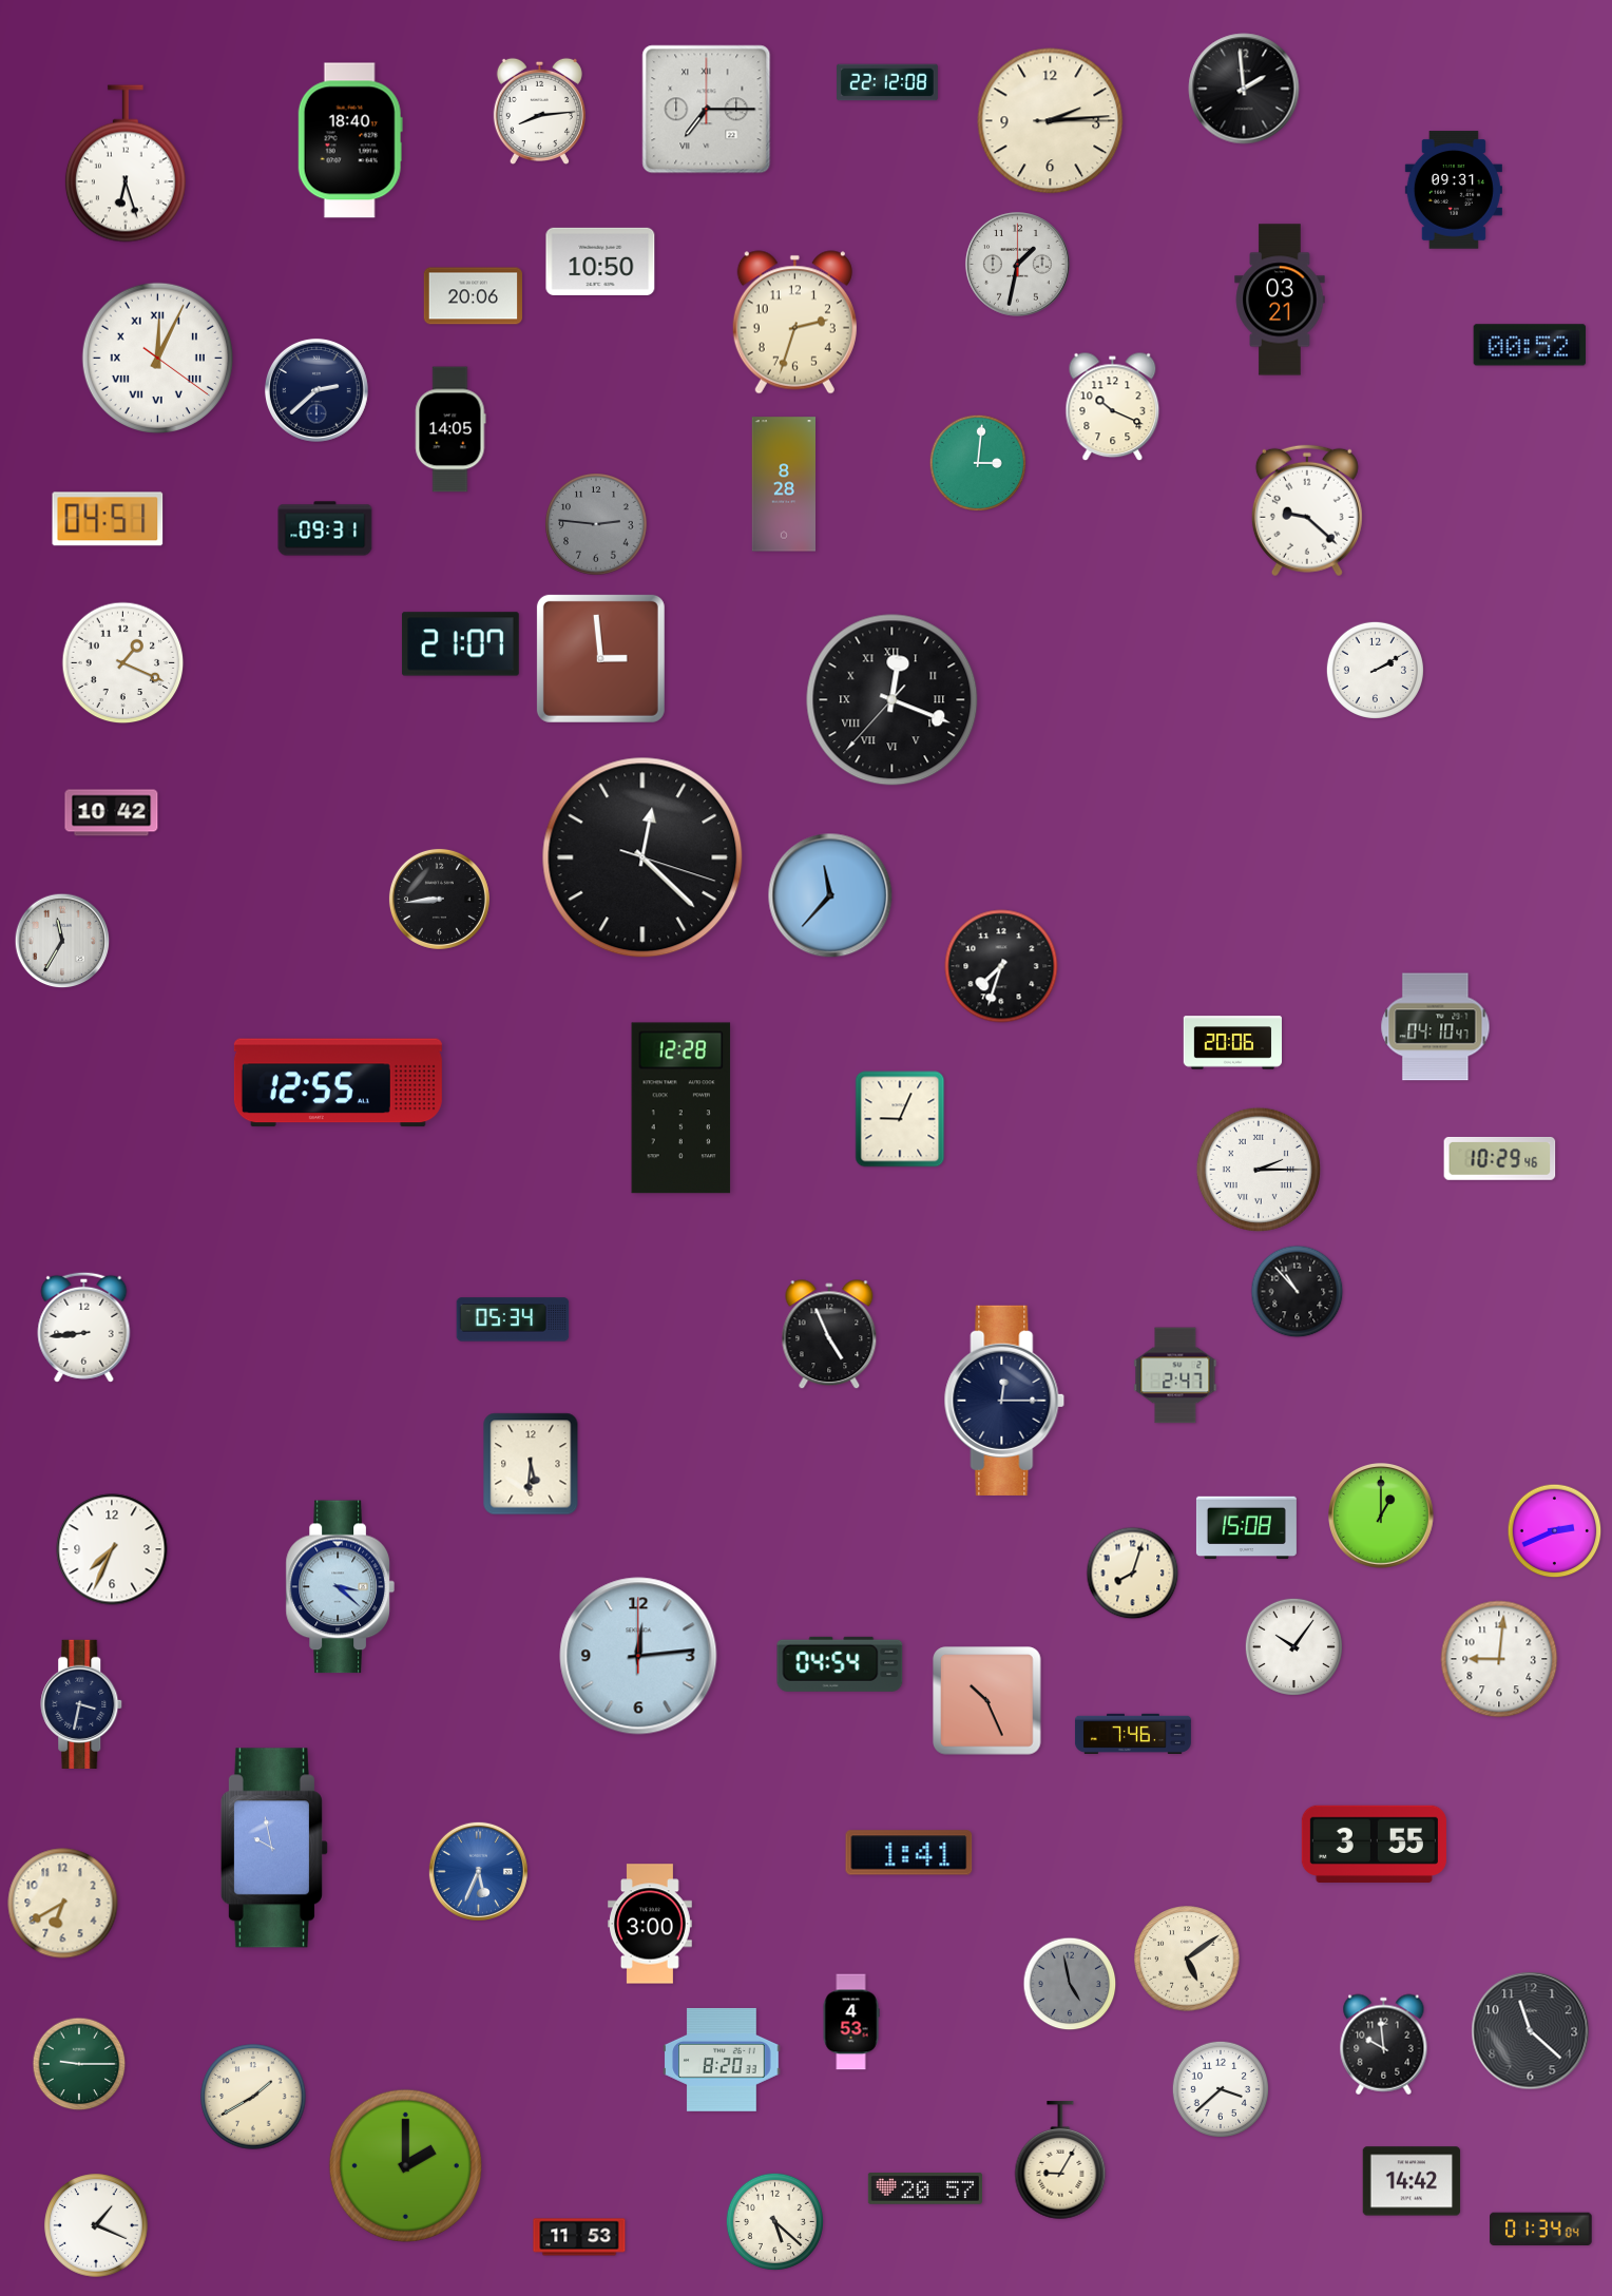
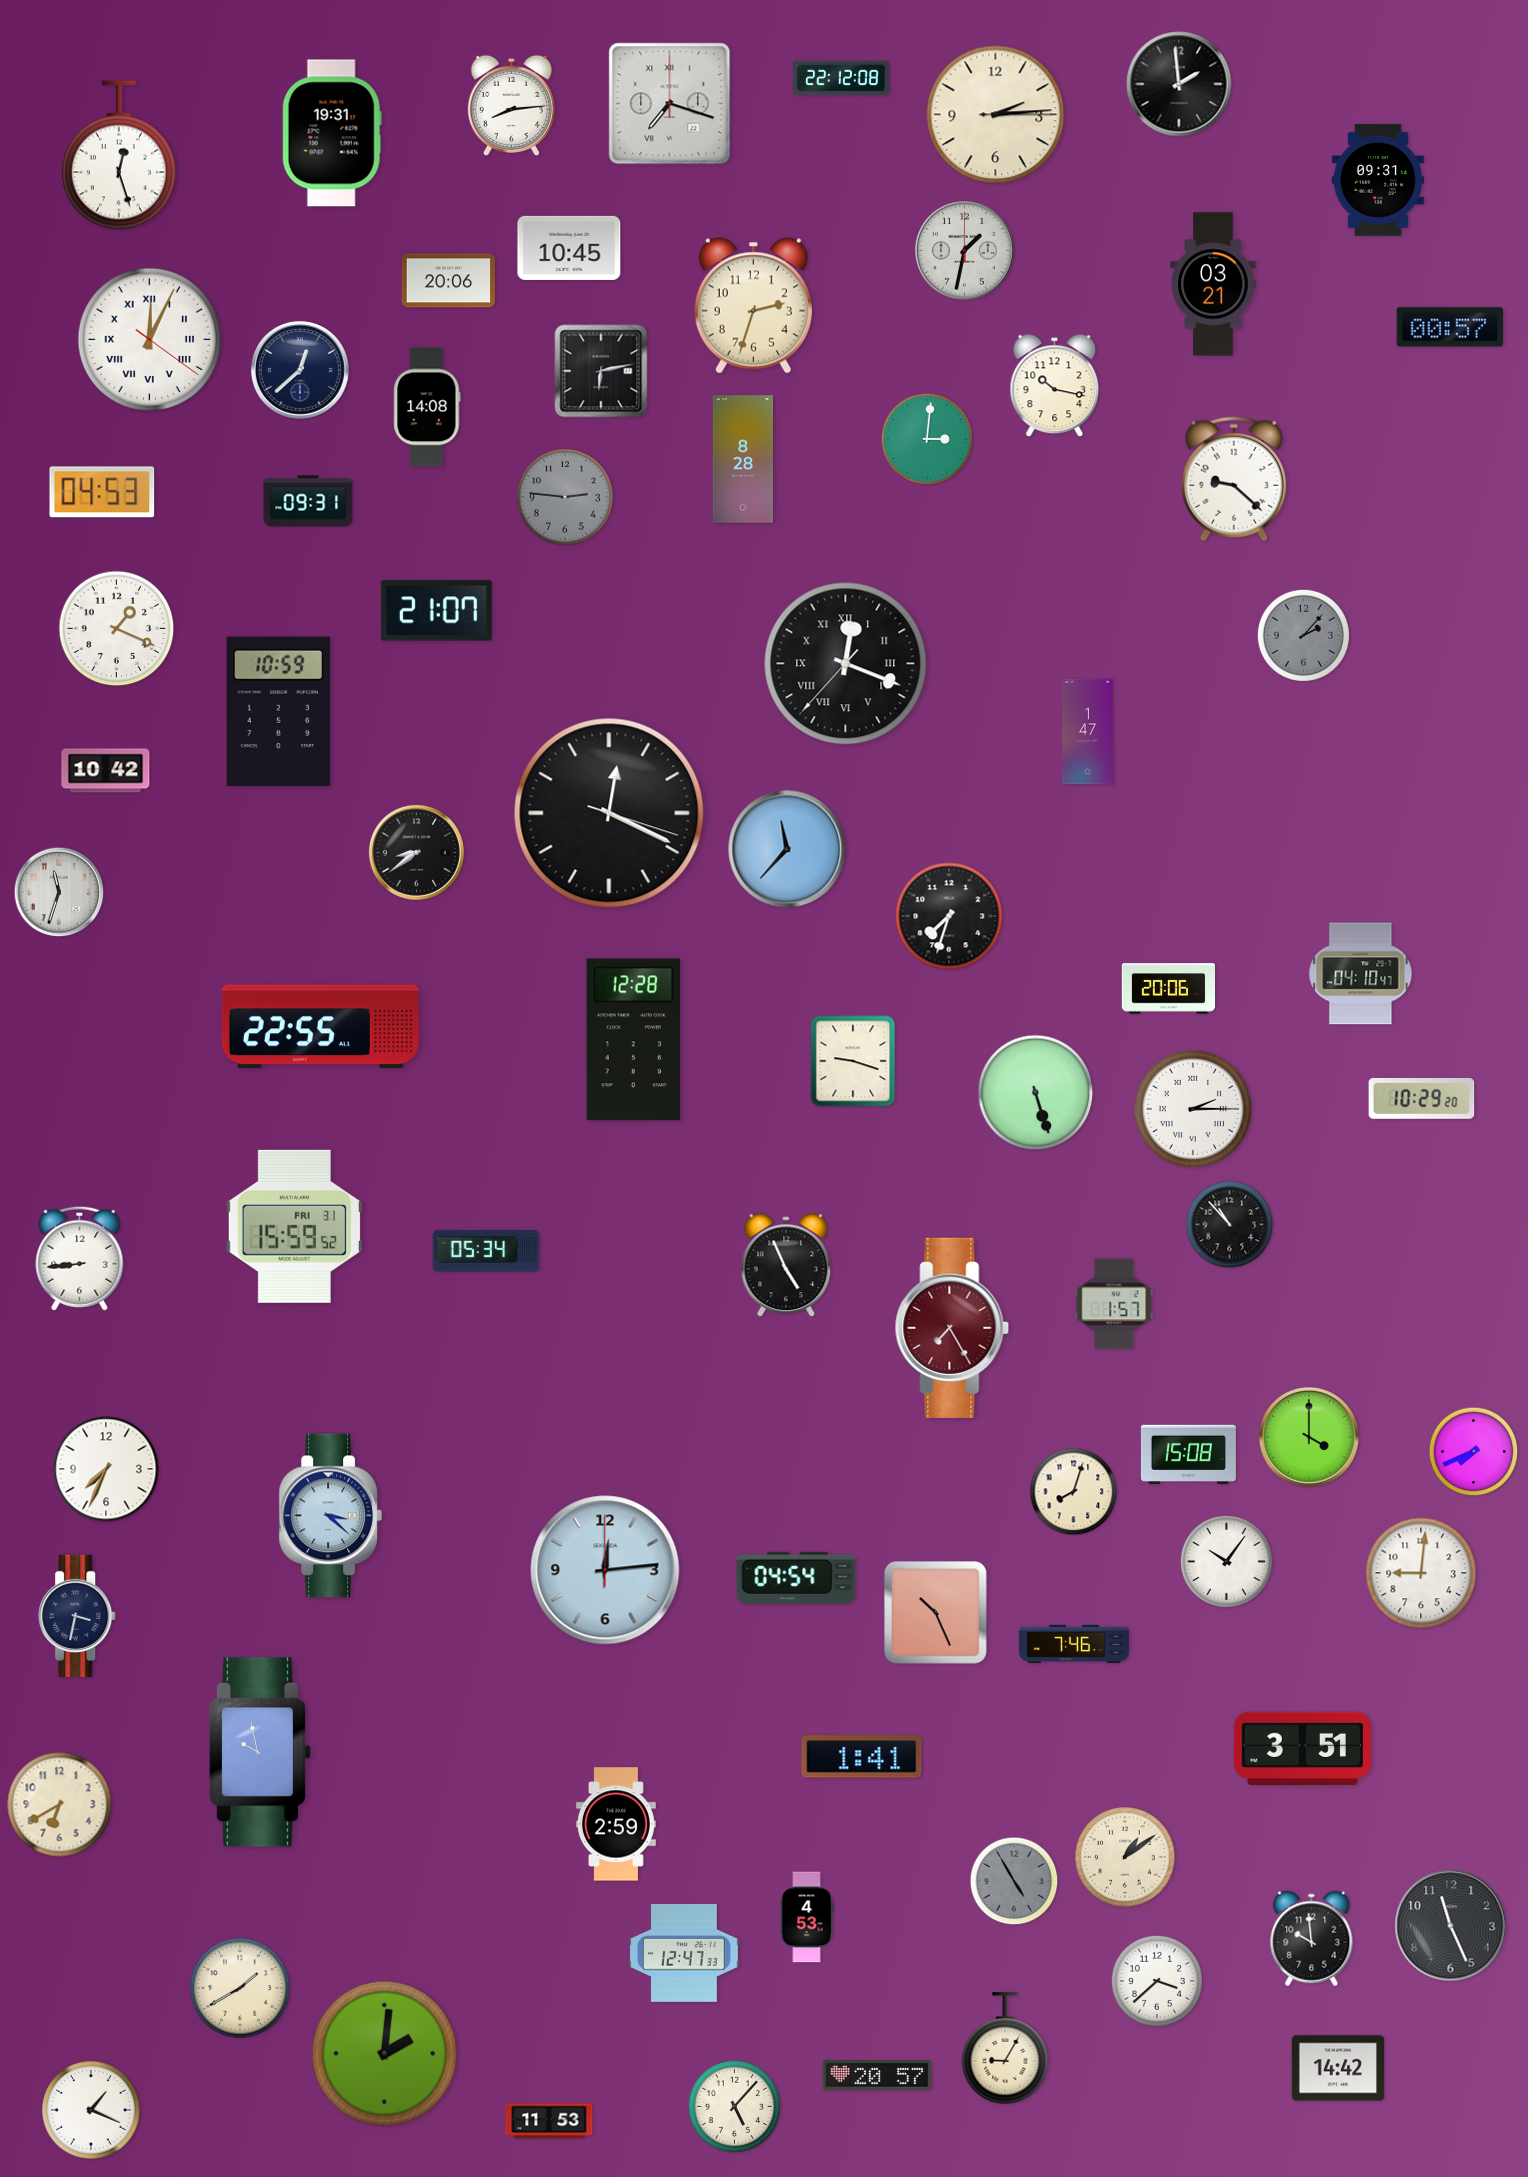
clock at (707, 110): 7:15 -> 7:18
clock at (350, 140): 18:40 -> 19:31
clock at (126, 163): 6:27 -> 12:27
clock at (600, 262): 10:50 -> 10:45
clock at (1530, 345): 00:52 -> 00:57
clock at (316, 390): 2:38 -> 12:38
clock at (601, 371): none -> 6:13
clock at (1113, 407): 10:19 -> 10:17
clock at (450, 429): 14:05 -> 14:08
clock at (1307, 510) position: (1307, 510) -> (1234, 479)
clock at (108, 519): 04:51 -> 04:53
clock at (600, 658): 2:59 -> none
clock at (1375, 670): 2:10 -> 2:07
clock at (1375, 670) dial: white -> grey
clock at (279, 712): none -> 10:59
clock at (1088, 732): none -> 1:47
clock at (642, 857): 12:22 -> 12:19
clock at (439, 899): 8:44 -> 8:39
clock at (62, 941): 11:35 -> 11:33
clock at (338, 1083): 12:55 -> 22:55
clock at (682, 1108) position: (682, 1108) -> (634, 1040)
clock at (900, 1119): 9:04 -> 9:18
clock at (1036, 1093): none -> 5:27
clock at (1500, 1158): 10:29:46 -> 10:29:20
clock at (294, 1226): none -> 15:59
clock at (1175, 1375): 2:47 -> 1:57
clock at (1004, 1401): 12:15 -> 7:25
clock at (1004, 1401) dial: navy -> burgundy
clock at (531, 1464): 5:31 -> none
clock at (1382, 1517): 1:00 -> 4:00
clock at (1246, 1528) position: (1246, 1528) -> (1188, 1455)
clock at (1555, 1531): 2:41 -> 7:41
clock at (340, 1587) position: (340, 1587) -> (330, 1516)
clock at (1374, 1844): 3:55 -> 3:51
clock at (478, 1871): 5:34 -> none
clock at (650, 1924): 3:00 -> 2:59
clock at (1187, 1959): 5:09 -> 1:09
clock at (1070, 1984): 4:58 -> 4:55
clock at (1531, 2031): 11:22 -> 11:26
clock at (722, 2060): 8:20 -> 12:47
clock at (79, 2064): 9:15 -> none
clock at (405, 2165): 2:00 -> 2:01
clock at (774, 2221): 5:22 -> 5:07
clock at (1541, 2230): 01:34 -> none
